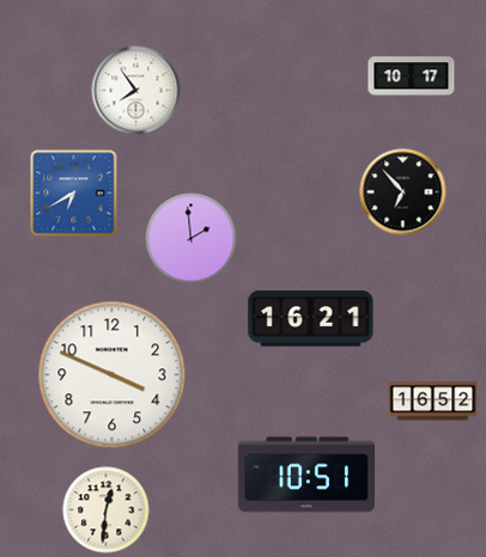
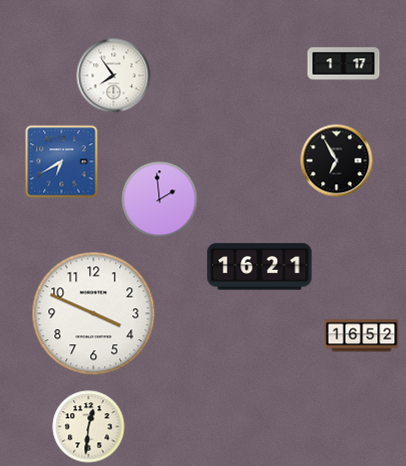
clock at (412, 76): 10:17 -> 1:17
clock at (403, 192): 6:53 -> 6:55
clock at (305, 475): 10:51 -> none
